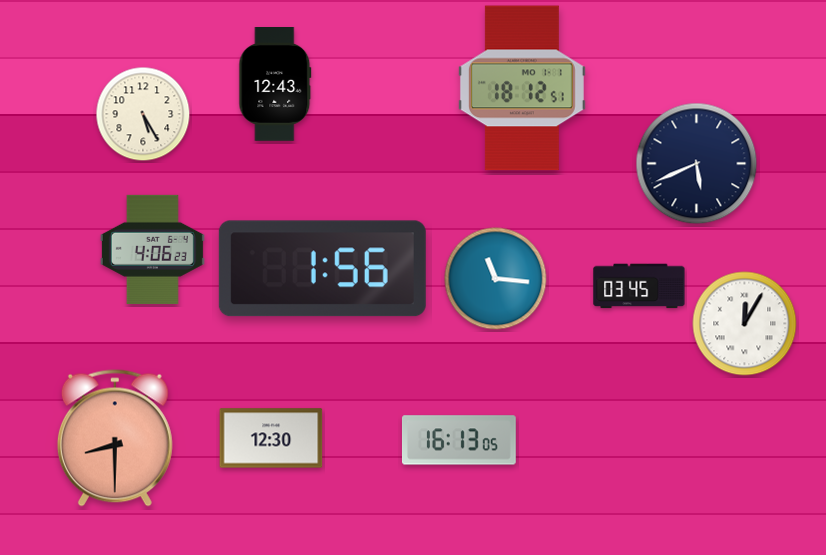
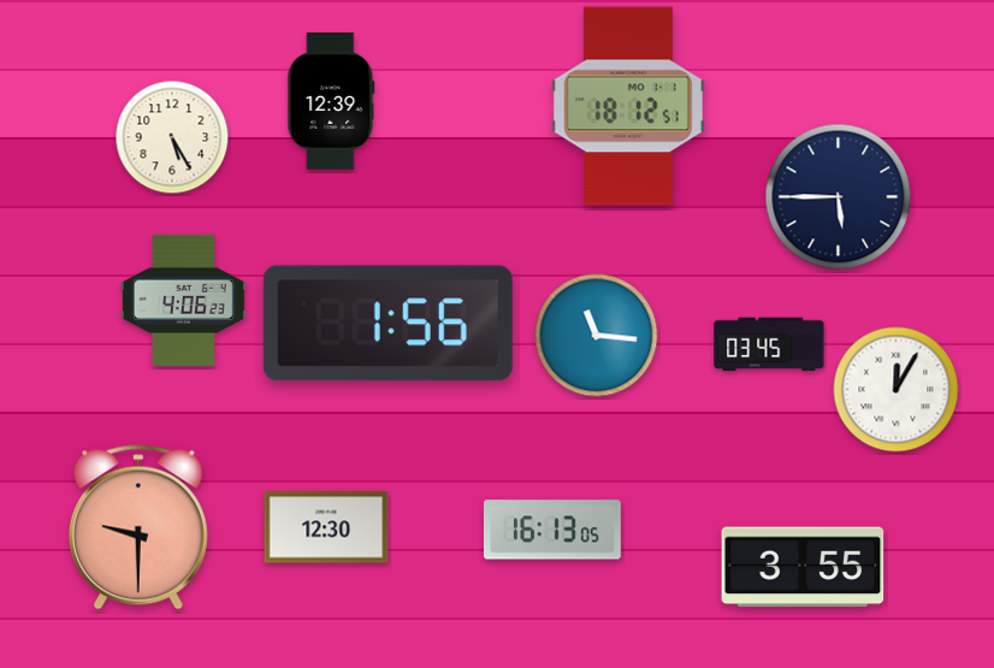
clock at (275, 85): 12:43 -> 12:39
clock at (697, 164): 5:41 -> 5:45
clock at (115, 438): 8:30 -> 9:30
clock at (803, 567): none -> 3:55
